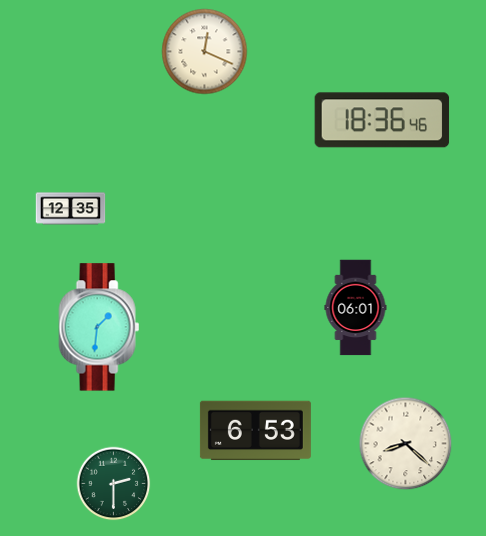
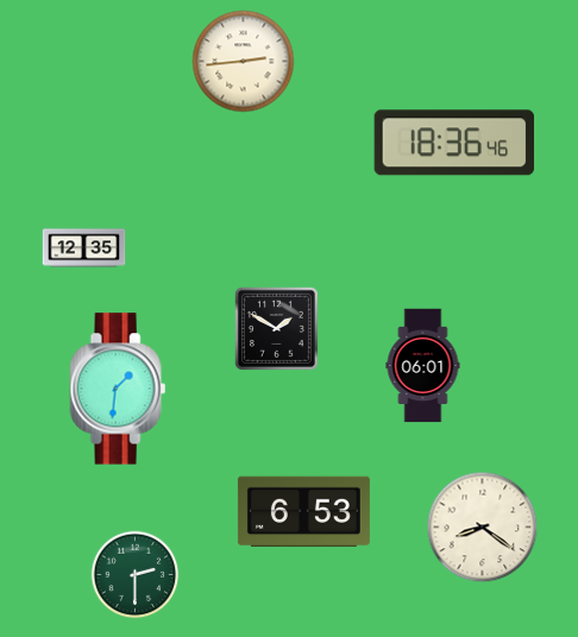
clock at (205, 52): 12:19 -> 2:44
clock at (276, 328): none -> 1:50
clock at (406, 444): 8:22 -> 8:21
